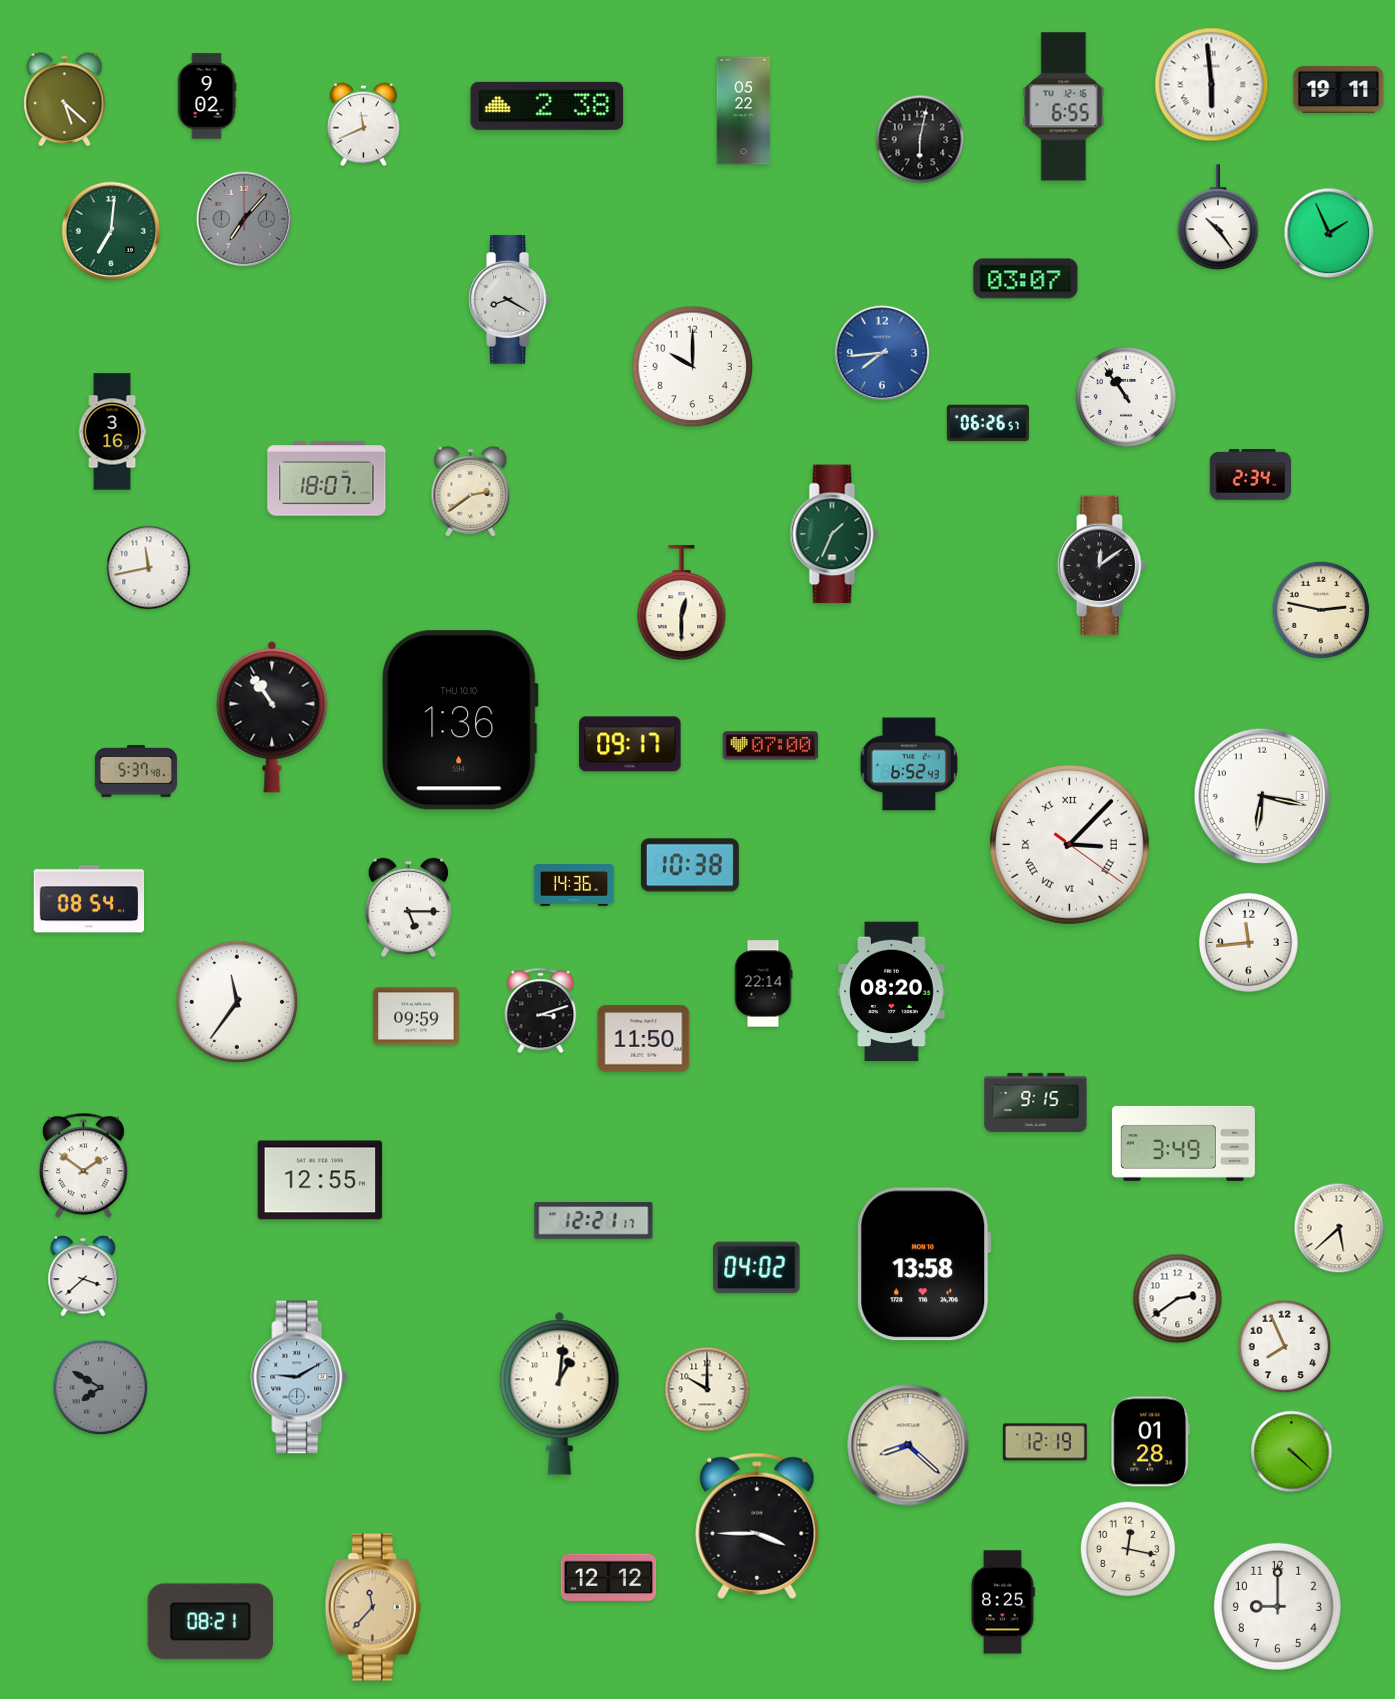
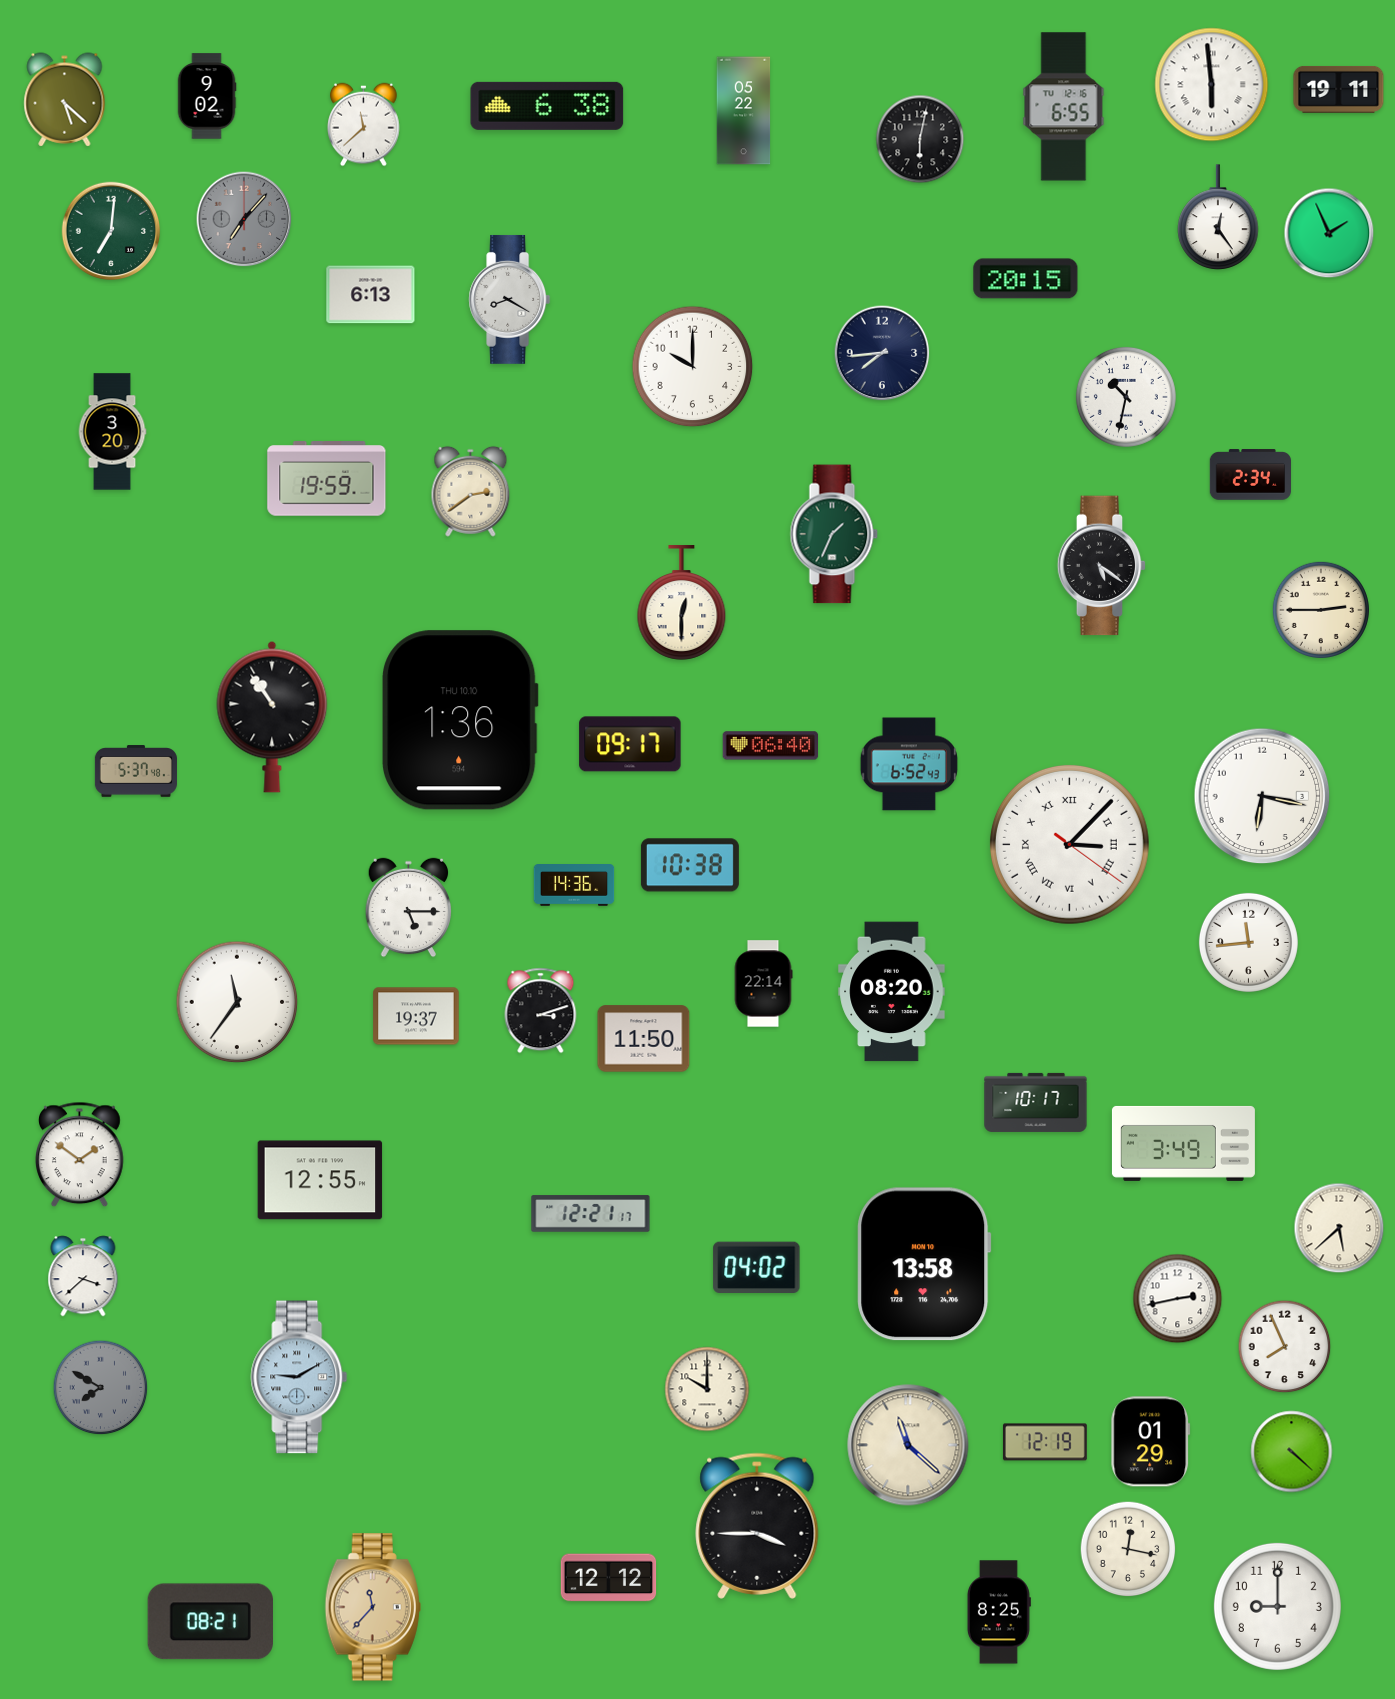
clock at (547, 106): 2:38 -> 6:38
clock at (364, 125): 11:41 -> 11:38
clock at (1218, 217): 10:24 -> 12:24
clock at (1026, 279): 03:07 -> 20:15
clock at (371, 295): none -> 6:13
clock at (882, 353) dial: blue -> navy
clock at (1126, 397): 10:54 -> 10:32
clock at (988, 423): 06:26 -> none
clock at (112, 432): 3:16 -> 3:20
clock at (327, 479): 18:07 -> 19:59
clock at (1102, 566): 12:09 -> 5:21
clock at (149, 568): 11:43 -> none
clock at (1320, 609): 2:47 -> 2:45
clock at (771, 746): 07:00 -> 06:40
clock at (89, 899): 08:54 -> none
clock at (416, 1016): 09:59 -> 19:37
clock at (1036, 1102): 9:15 -> 10:17
clock at (84, 1166) position: (84, 1166) -> (80, 1155)
clock at (594, 1221) position: (594, 1221) -> (591, 1214)
clock at (1178, 1299): 2:39 -> 2:43
clock at (560, 1393): 1:01 -> none
clock at (1151, 1442): 01:28 -> 01:29
clock at (908, 1445): 8:22 -> 11:22
clock at (1002, 1602) position: (1002, 1602) -> (998, 1612)
